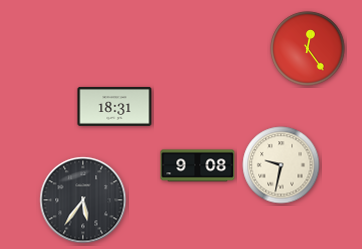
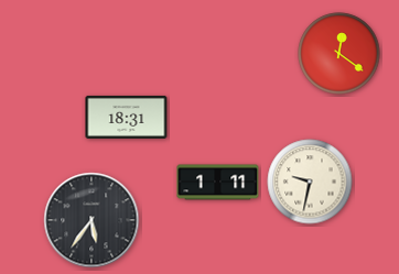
clock at (308, 49): 12:24 -> 12:21
clock at (198, 166): 9:08 -> 1:11
